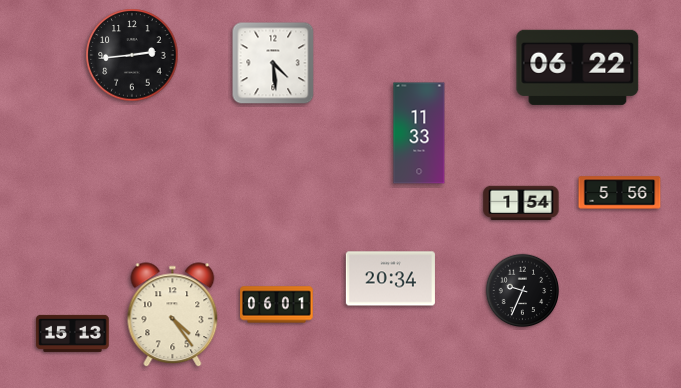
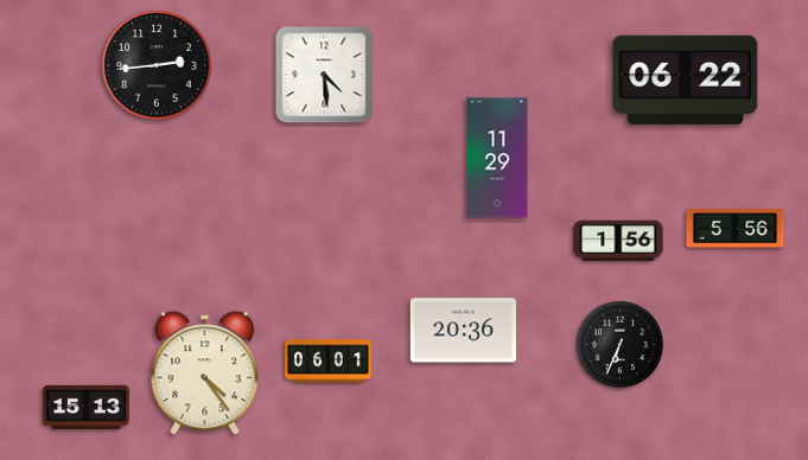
clock at (419, 133): 11:33 -> 11:29
clock at (521, 203): 1:54 -> 1:56
clock at (390, 279): 20:34 -> 20:36
clock at (523, 291): 9:34 -> 6:34
clock at (73, 333) position: (73, 333) -> (87, 407)
